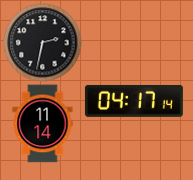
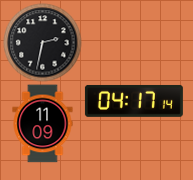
clock at (43, 123): 11:14 -> 11:09
